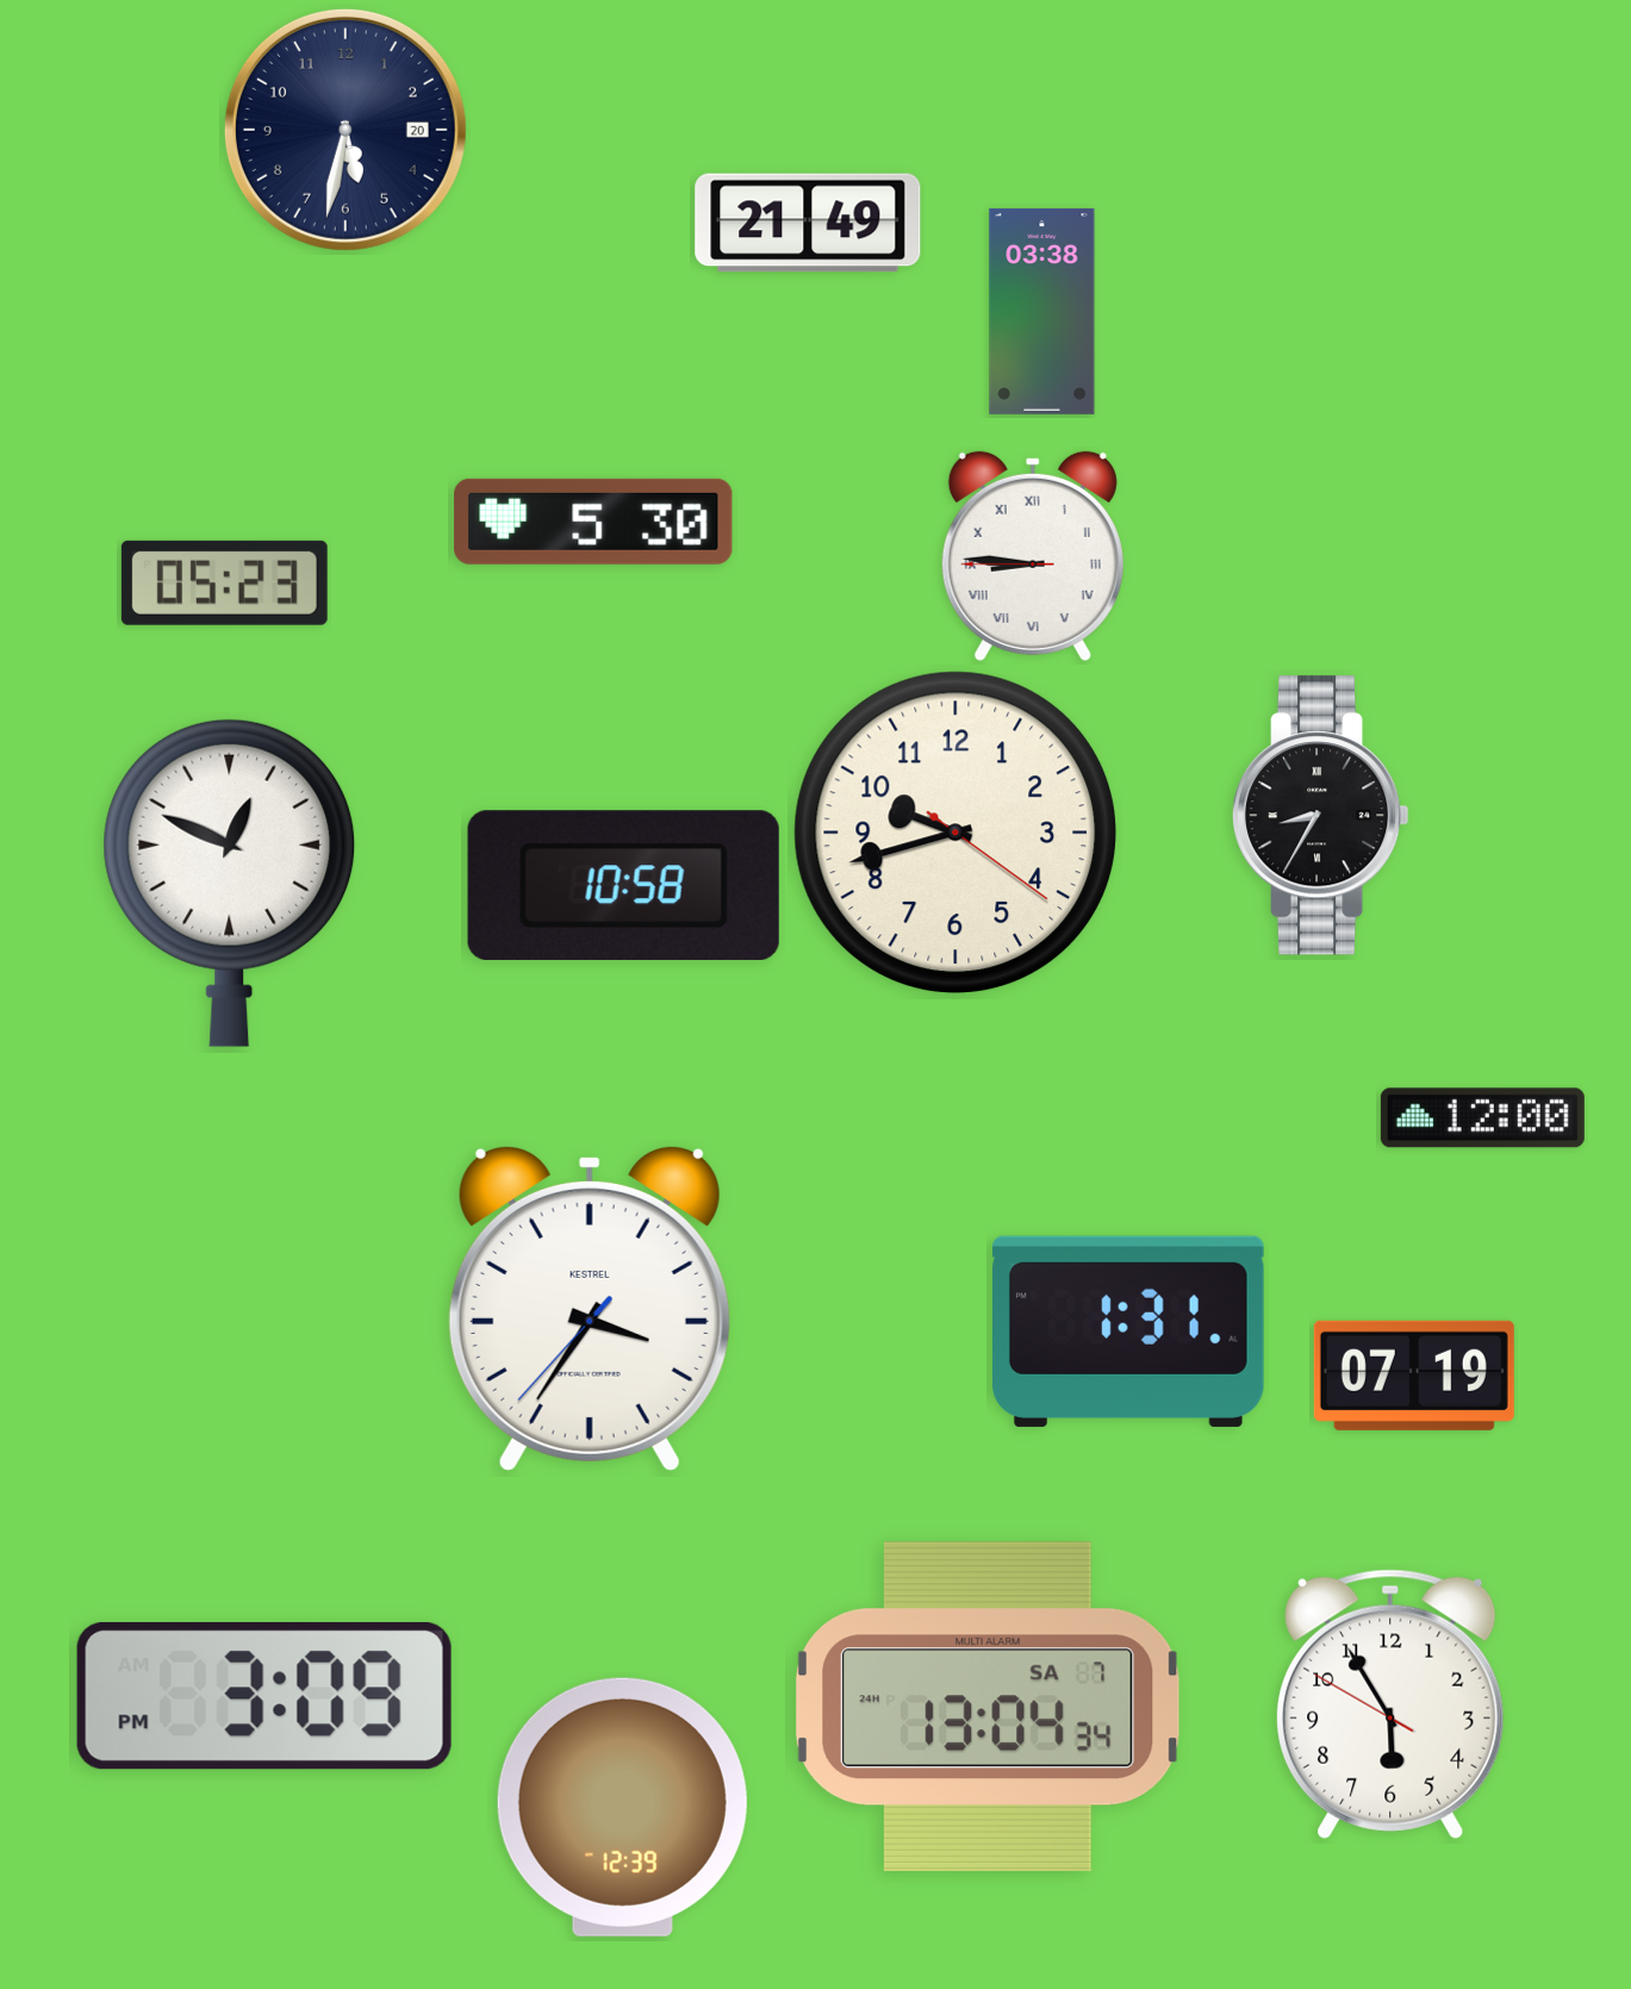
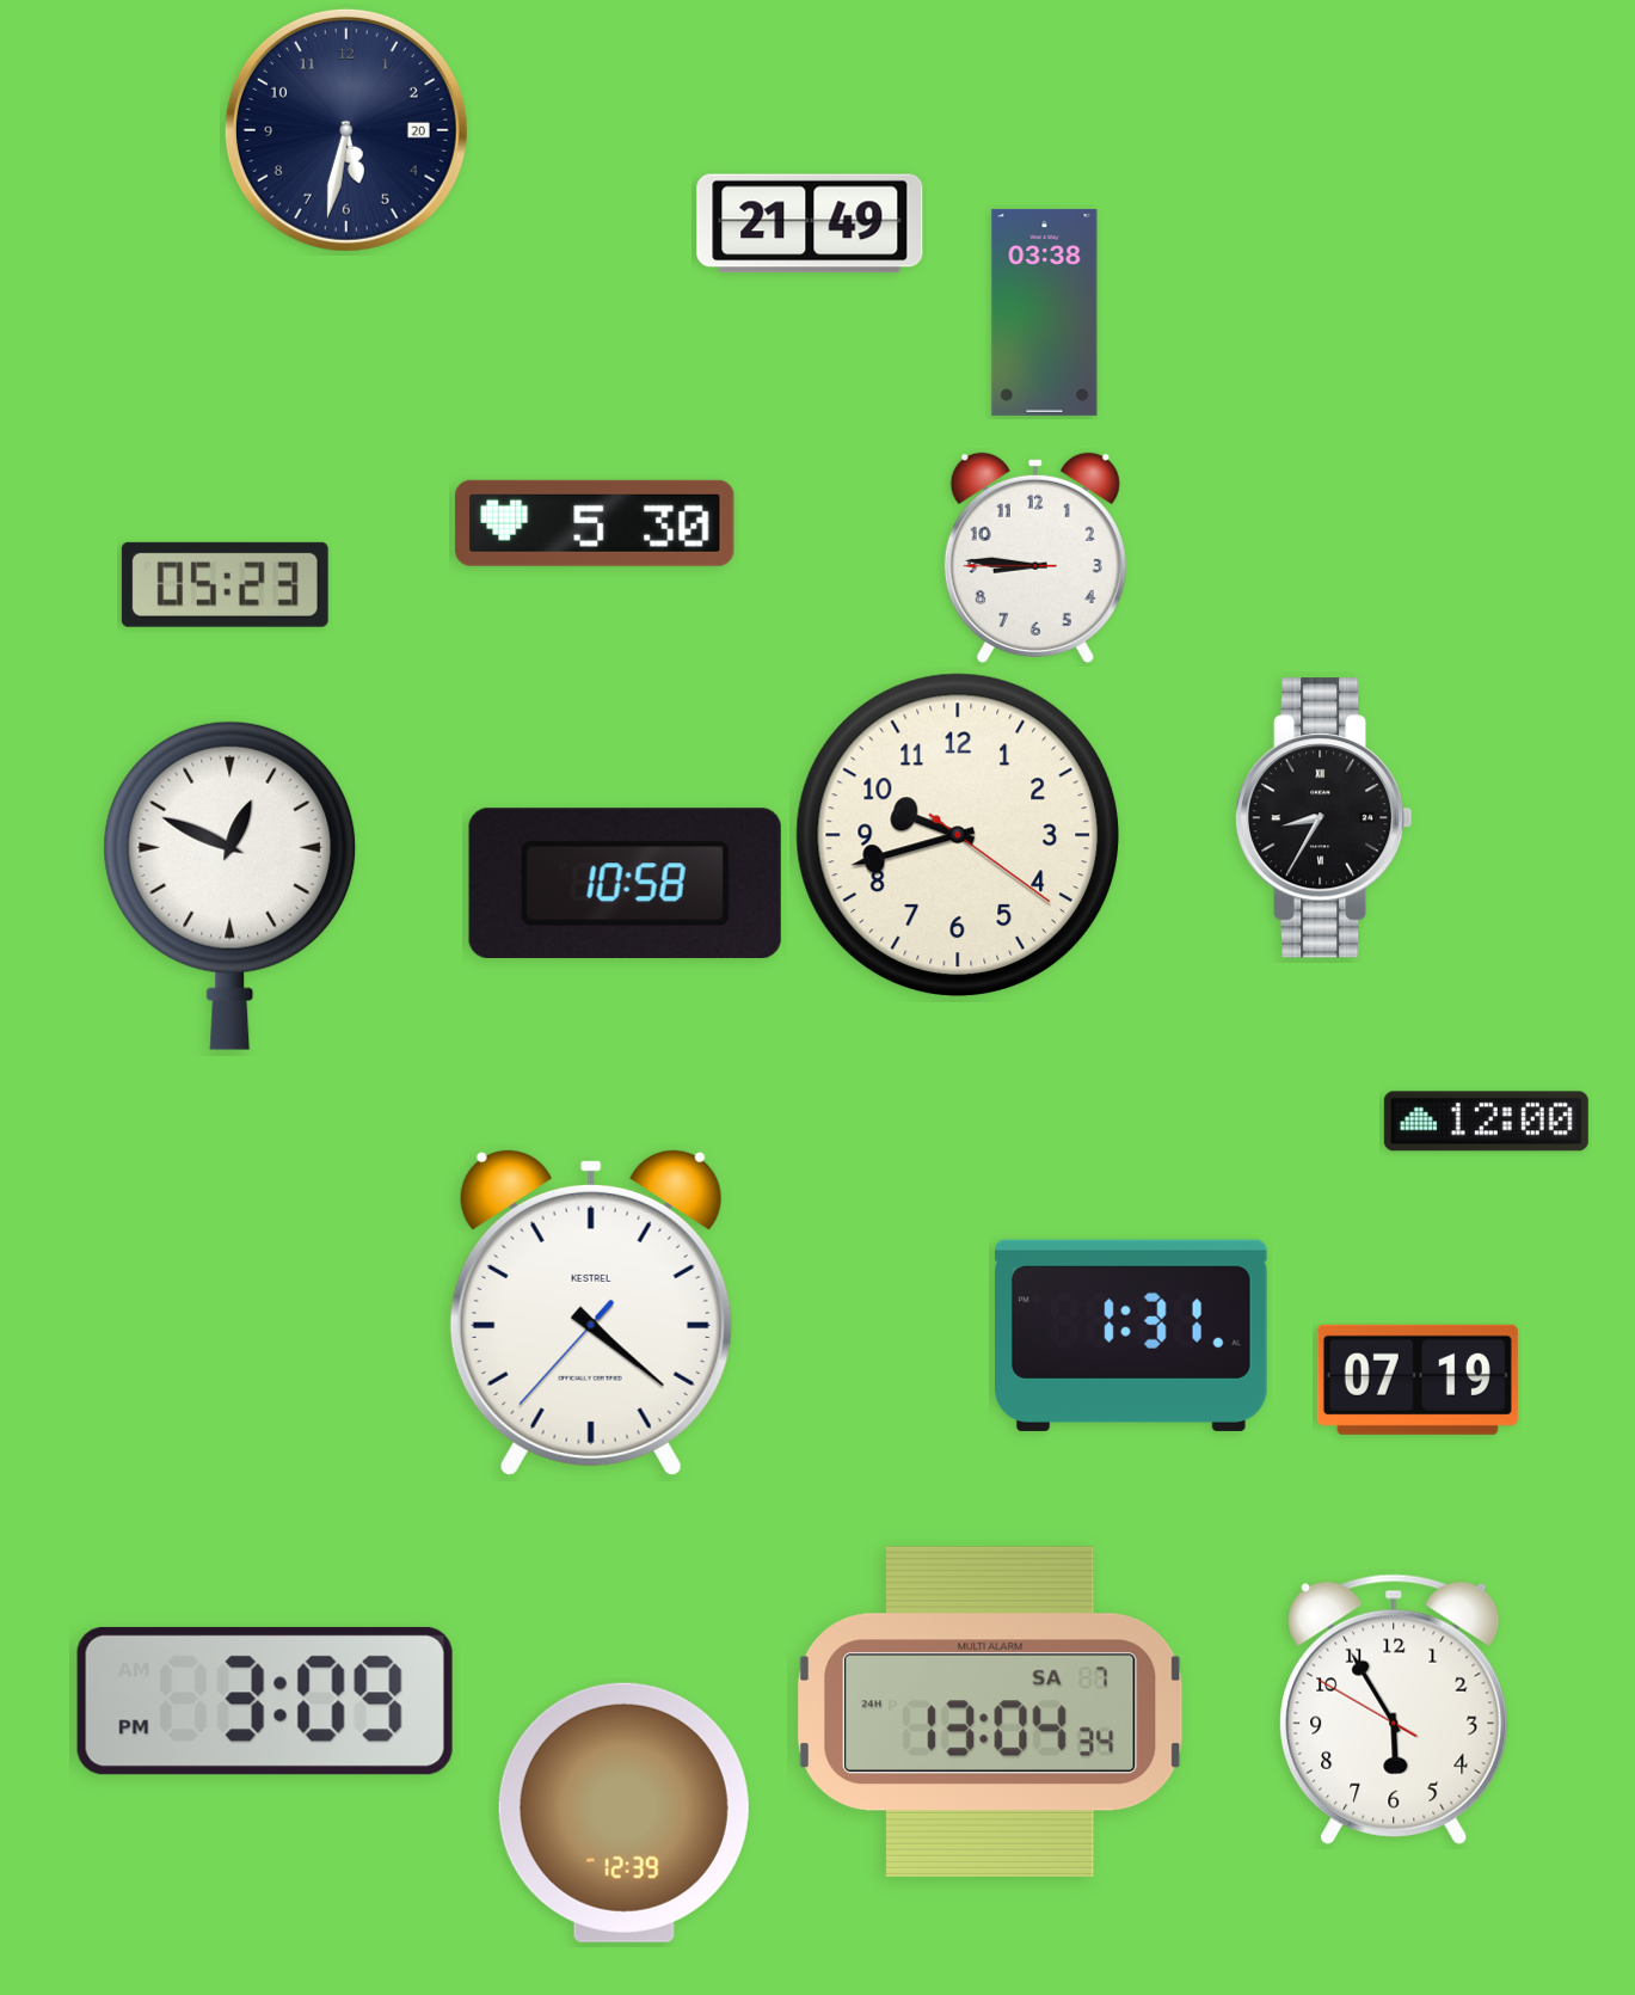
clock at (1033, 556) numerals: Roman -> Arabic
clock at (623, 885) position: (623, 885) -> (625, 883)
clock at (590, 1308): 3:35 -> 4:21
